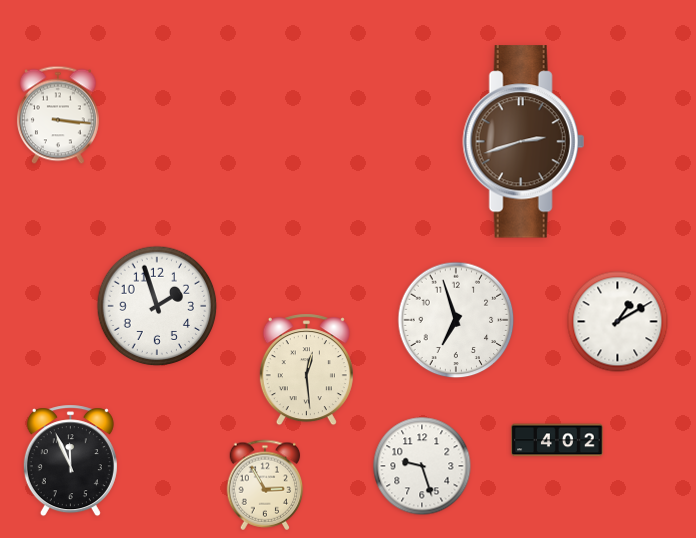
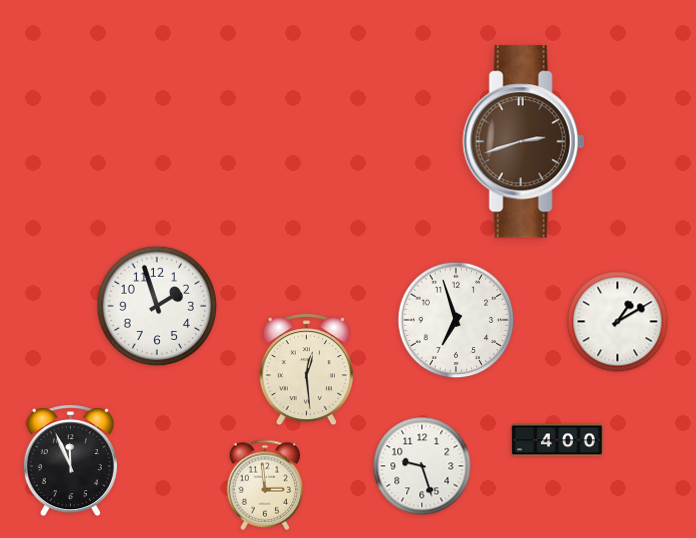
clock at (58, 115): 3:16 -> none
clock at (557, 440): 4:02 -> 4:00
clock at (265, 485): 2:55 -> 2:59
